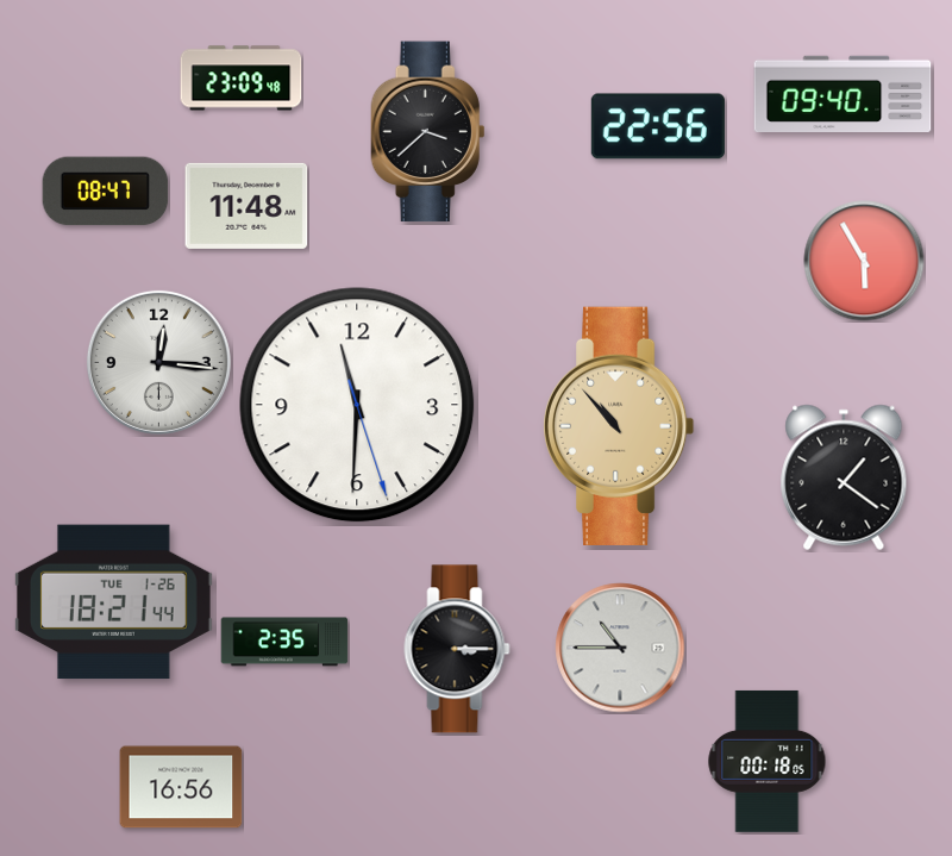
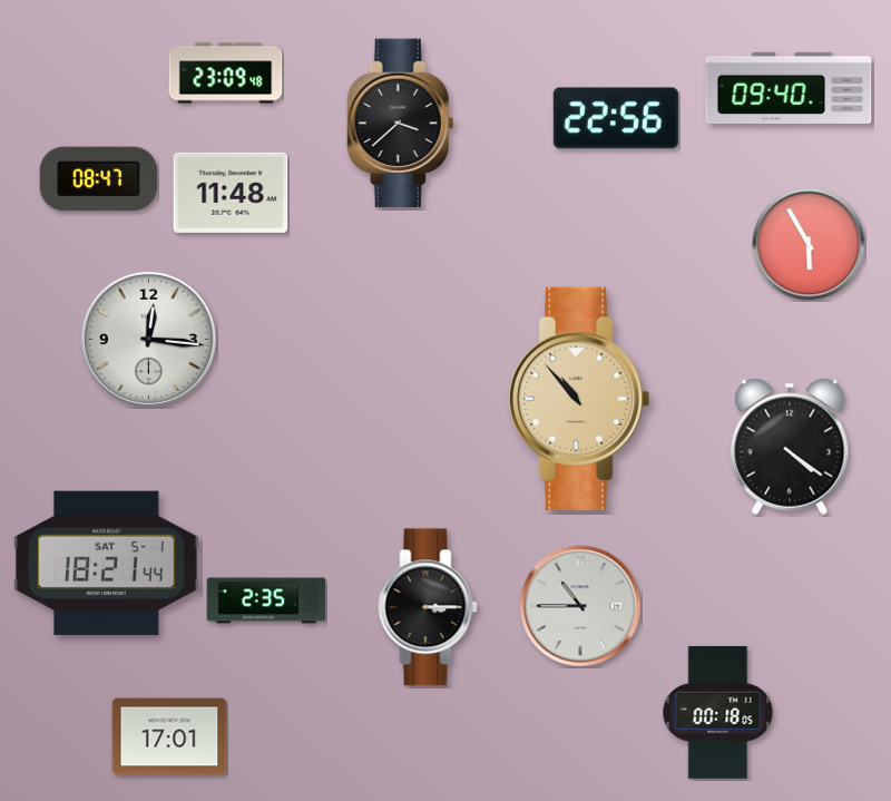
clock at (357, 405): 11:30 -> none
clock at (844, 477): 1:21 -> 4:21
clock at (113, 602) date: TUE 1-26 -> SAT 5-1
clock at (181, 787): 16:56 -> 17:01
